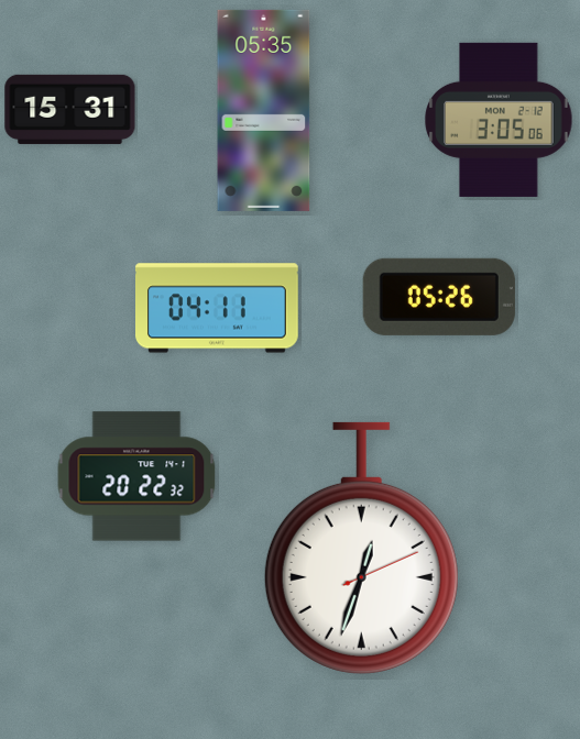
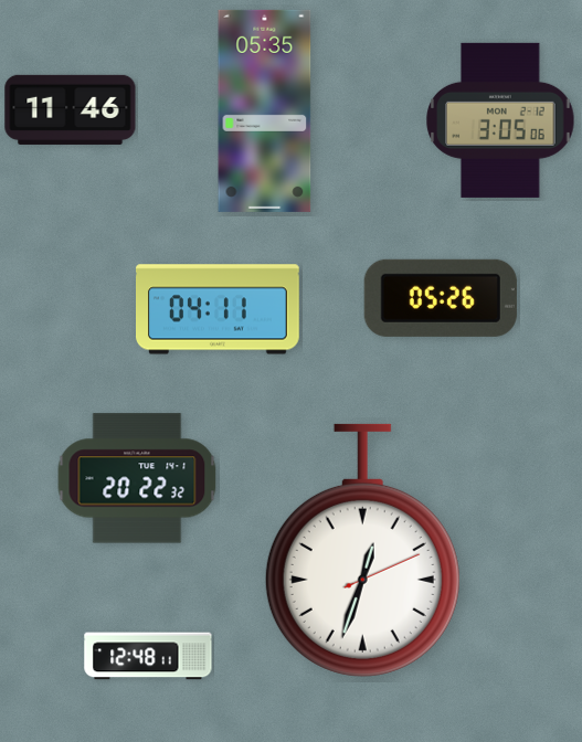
clock at (70, 109): 15:31 -> 11:46
clock at (148, 656): none -> 12:48
